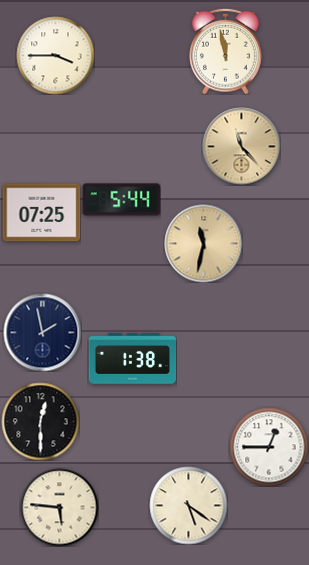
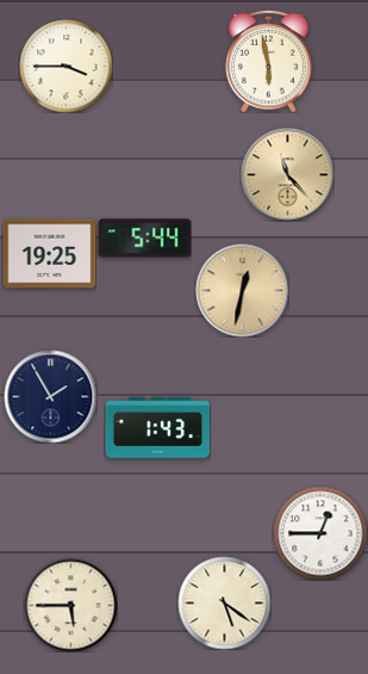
clock at (226, 51): 11:58 -> 5:58
clock at (41, 213): 07:25 -> 19:25
clock at (203, 243): 11:32 -> 12:32
clock at (42, 332): 1:58 -> 1:55
clock at (132, 359): 1:38 -> 1:43
clock at (40, 421): 12:30 -> none
clock at (59, 507): 5:46 -> 5:45
